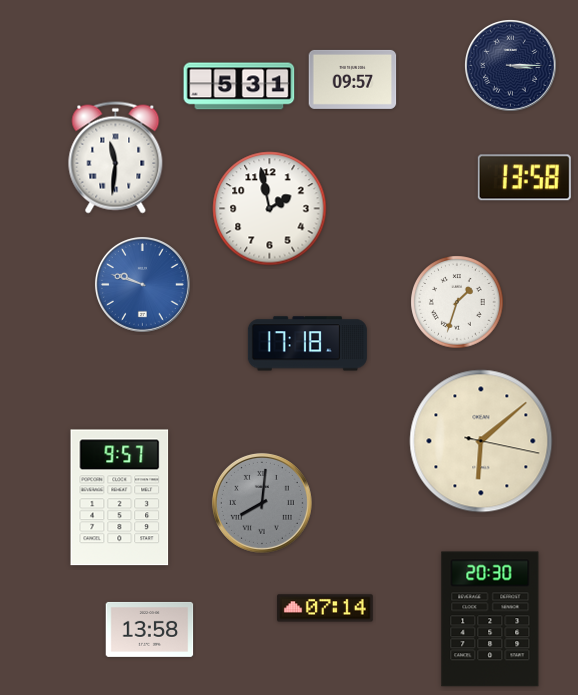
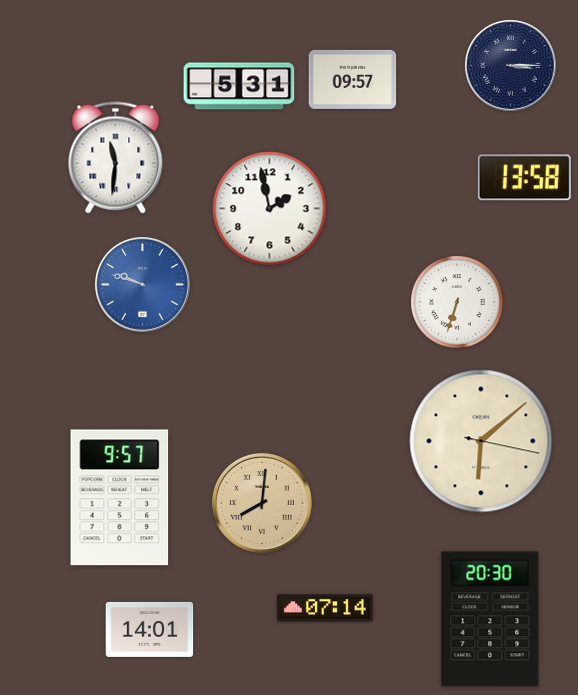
clock at (457, 302): 1:33 -> 6:33
clock at (307, 344): 17:18 -> none
clock at (262, 503) dial: grey -> champagne
clock at (150, 629): 13:58 -> 14:01
